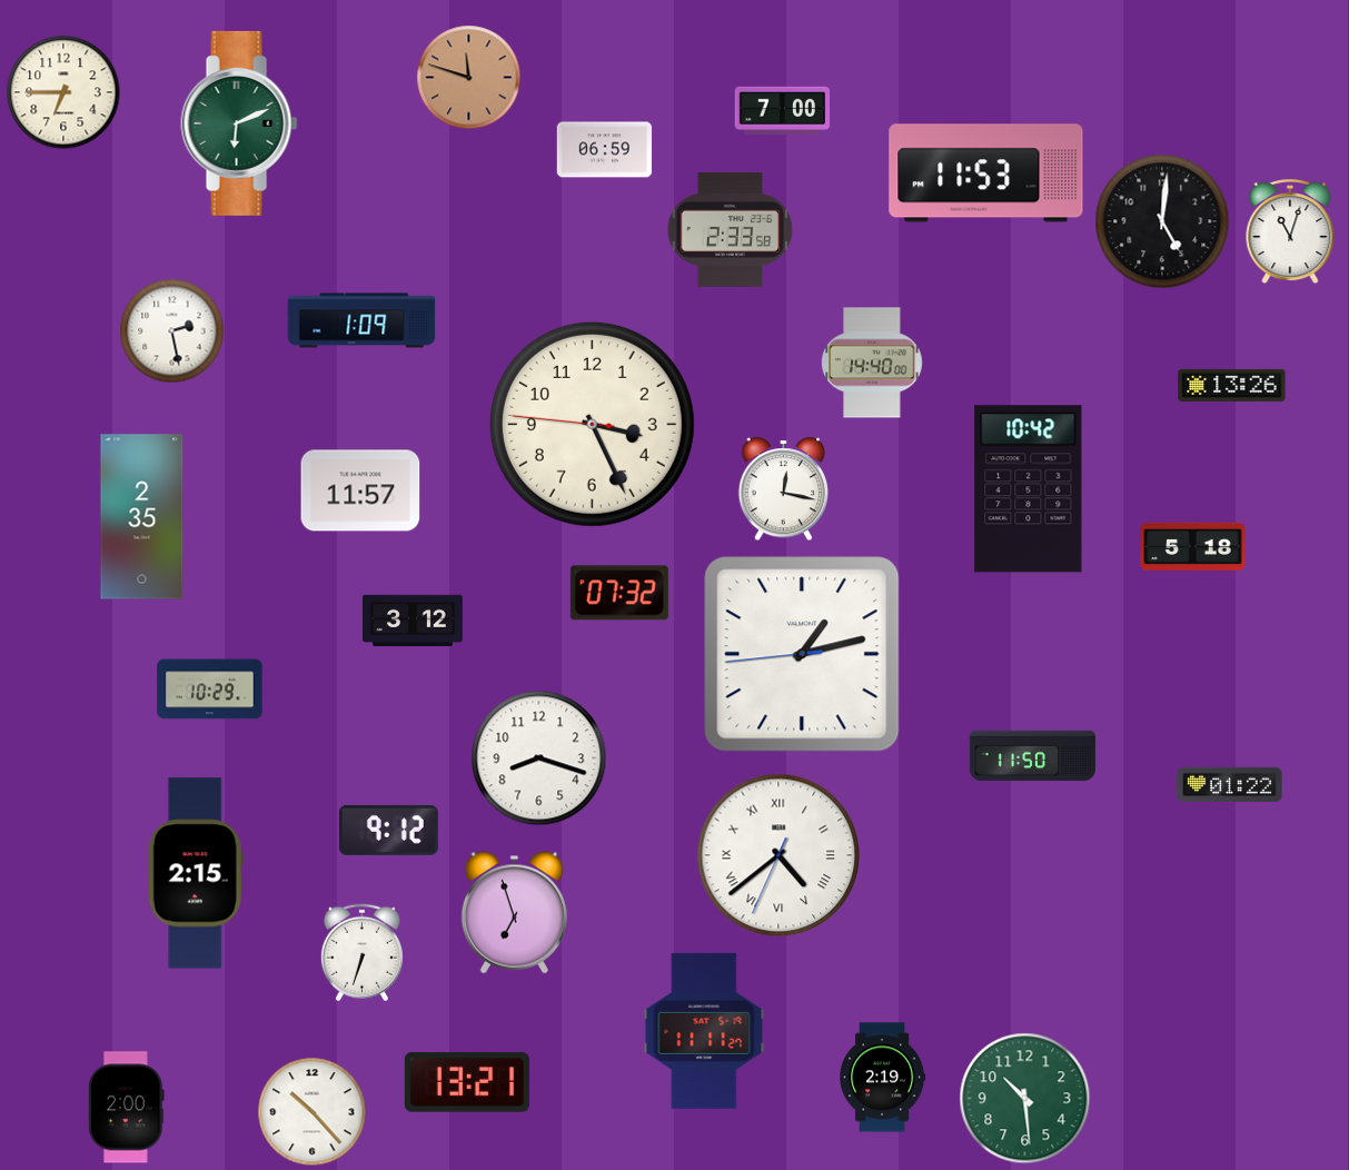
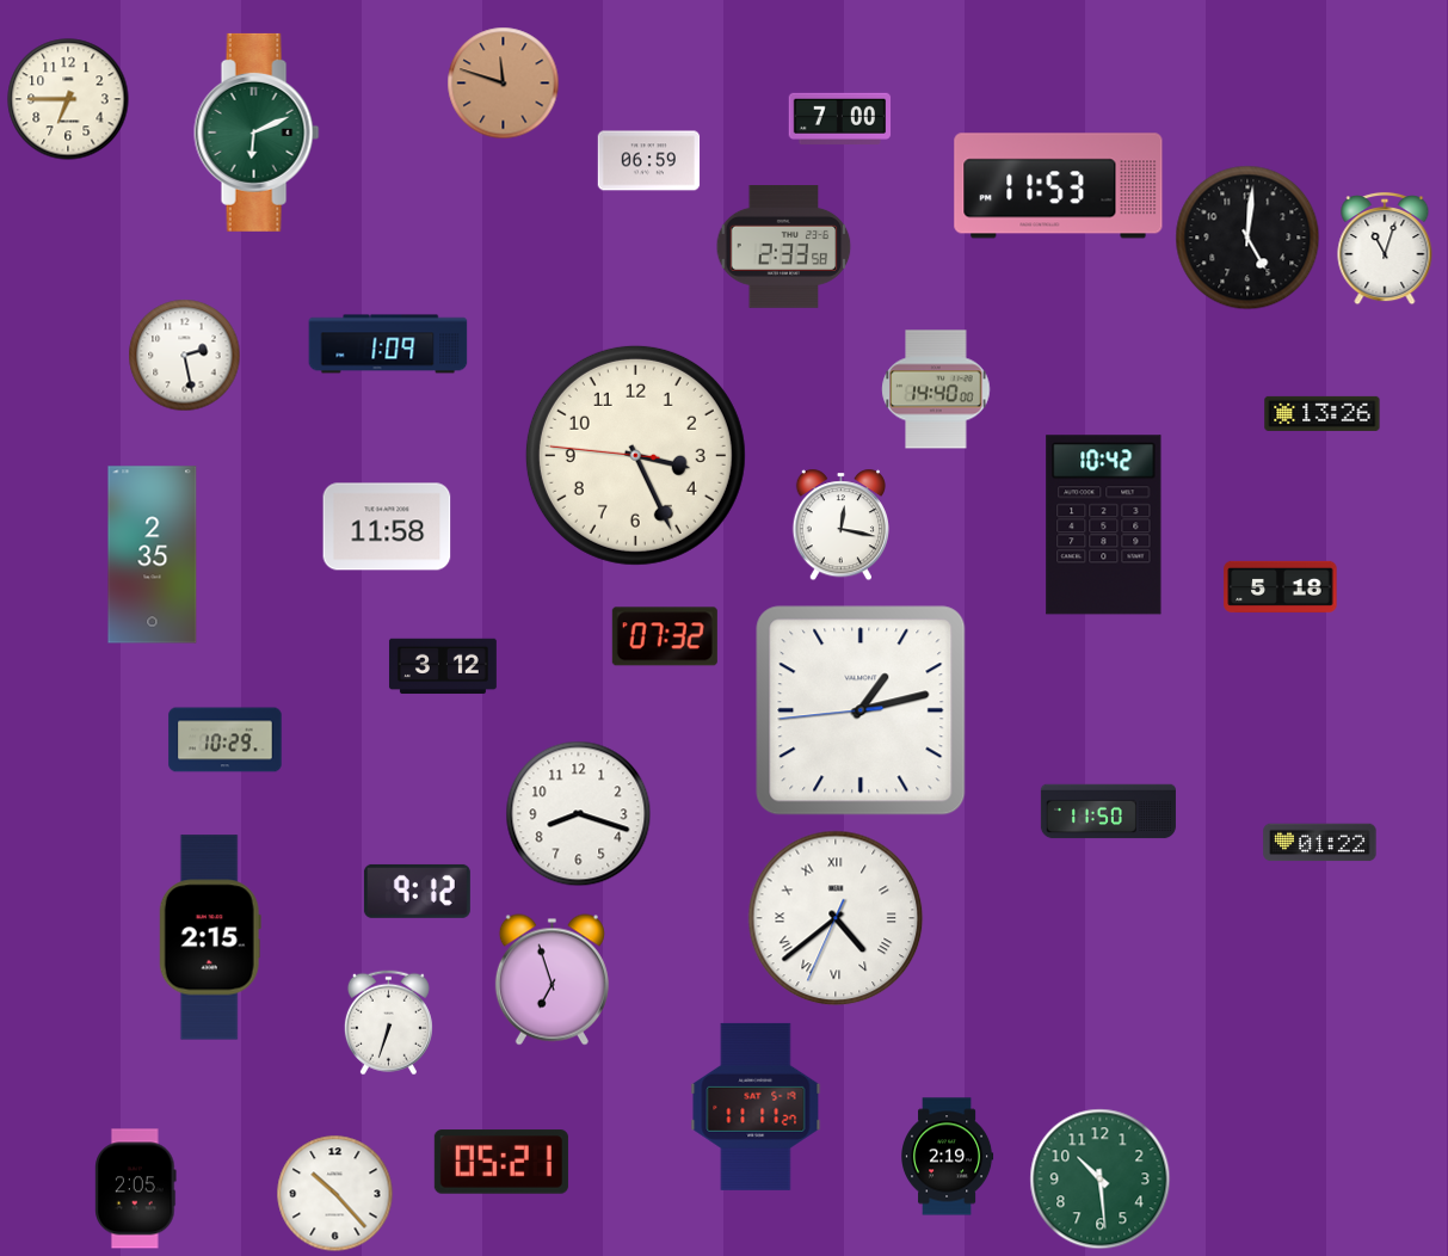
clock at (360, 490): 11:57 -> 11:58
clock at (802, 654) position: (802, 654) -> (861, 710)
clock at (467, 1082): 13:21 -> 05:21
clock at (127, 1108): 2:00 -> 2:05
